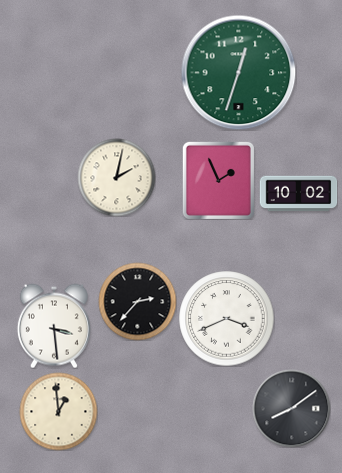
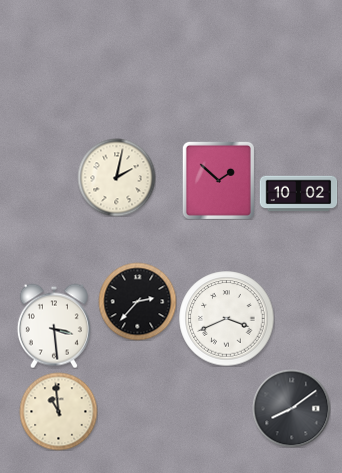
clock at (238, 72): 12:33 -> none
clock at (218, 180): 1:56 -> 1:52
clock at (58, 411): 12:59 -> 10:59
